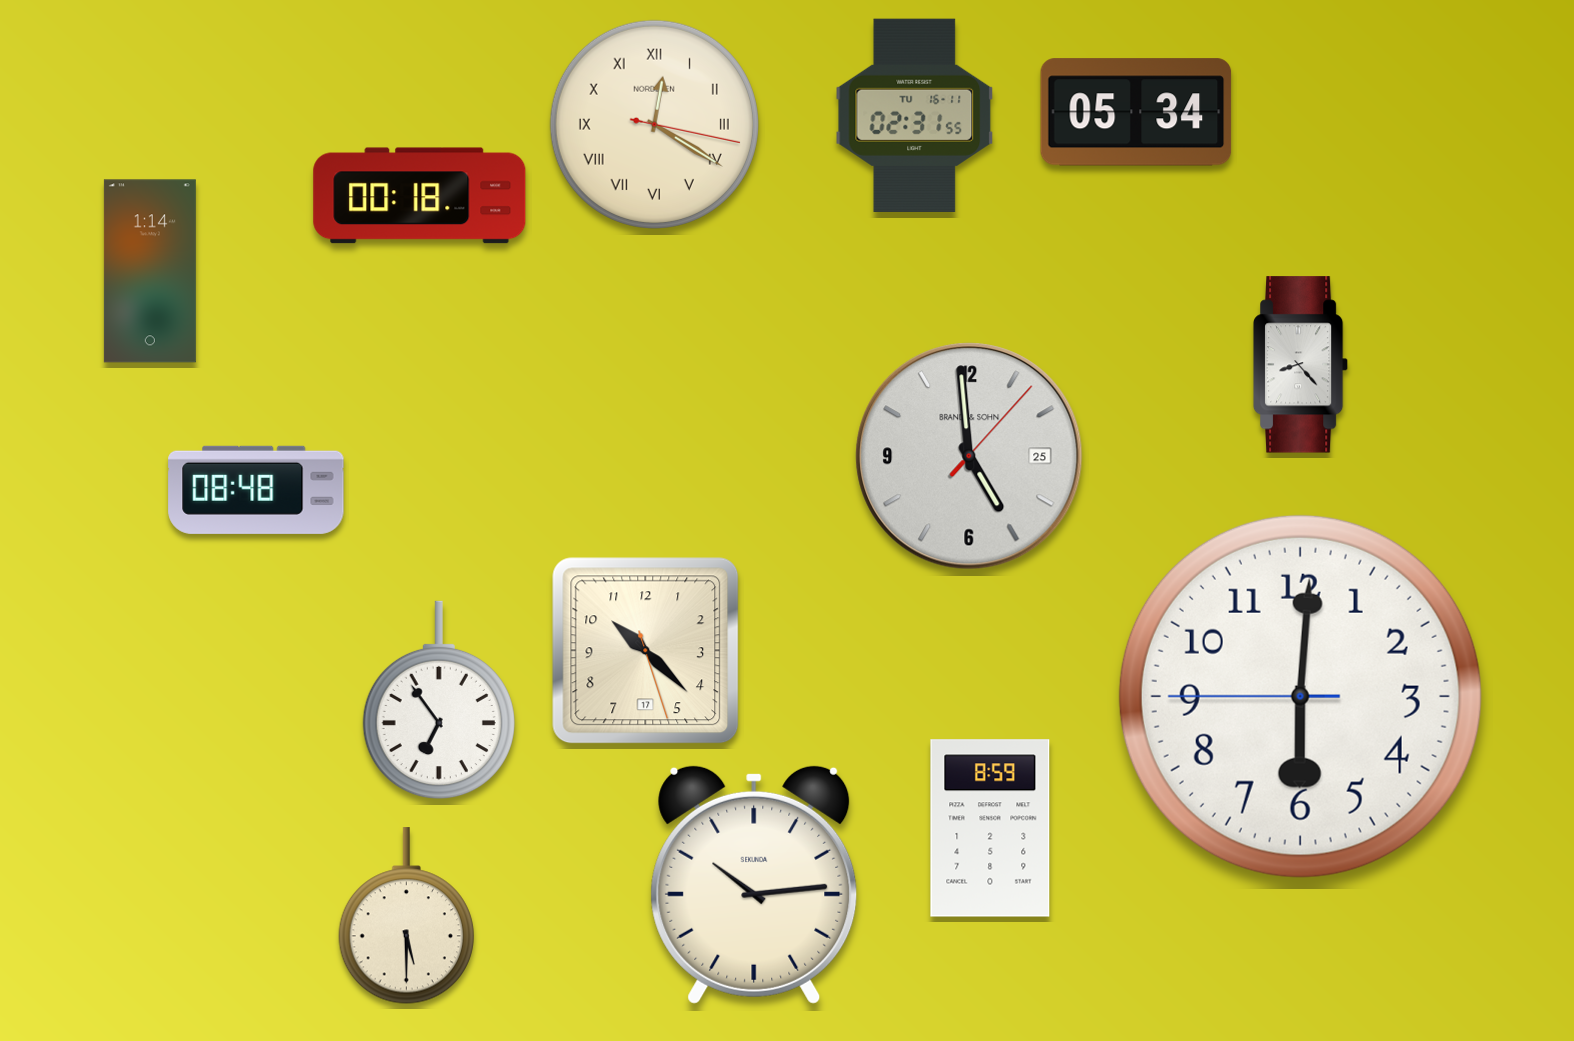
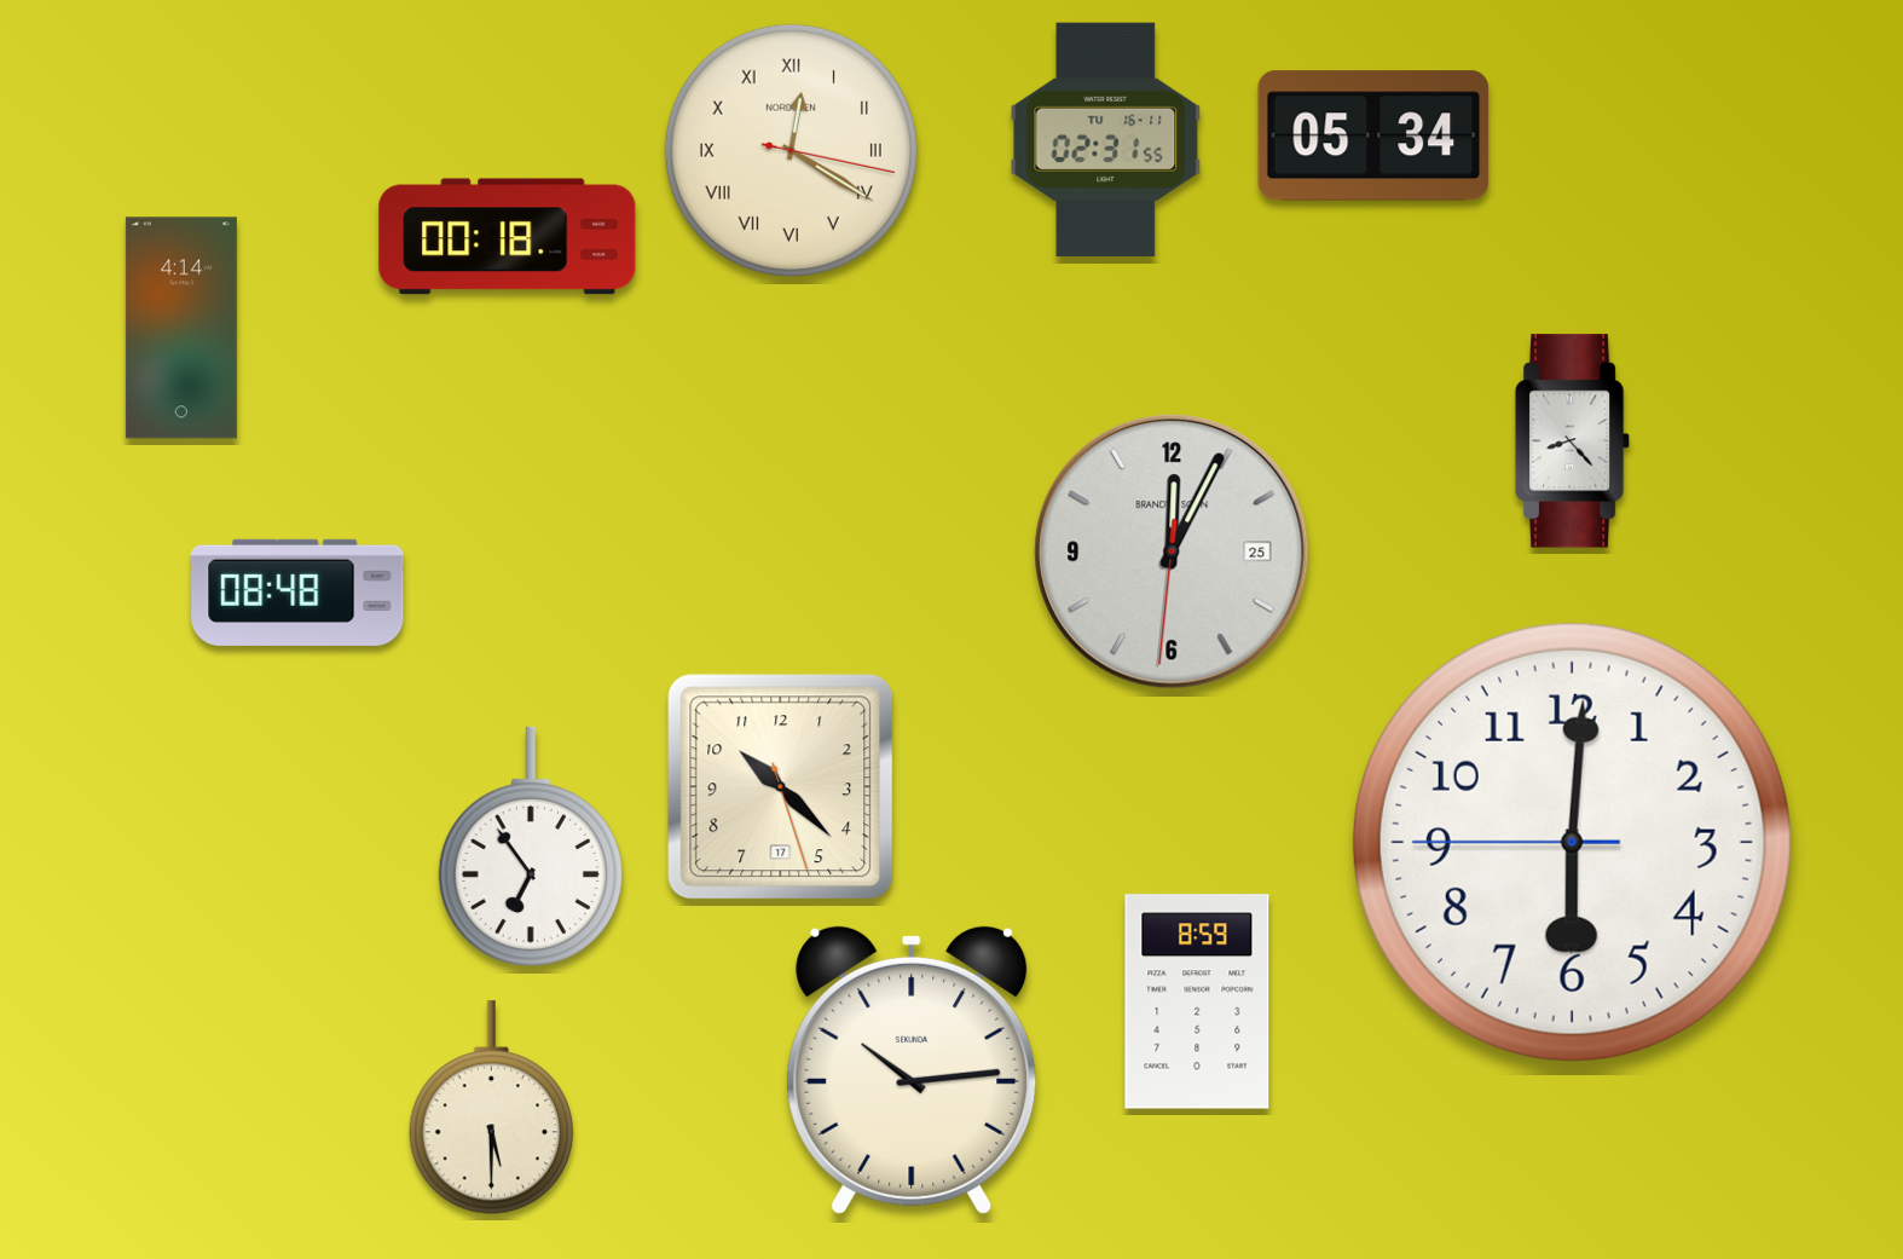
clock at (150, 271): 1:14 -> 4:14
clock at (969, 456): 4:59 -> 12:04
clock at (256, 490) position: (256, 490) -> (297, 593)
